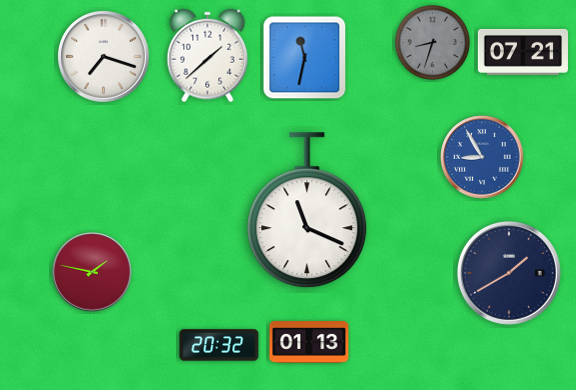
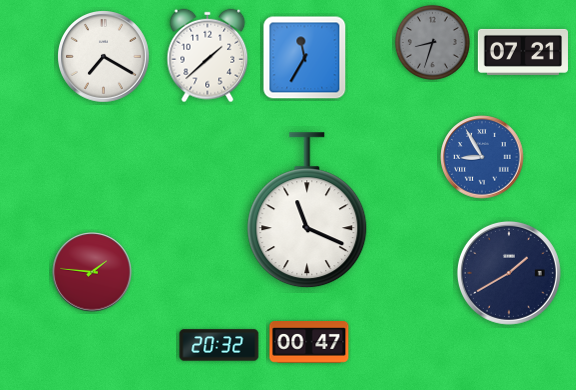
clock at (104, 57): 7:18 -> 7:20
clock at (305, 58): 11:32 -> 11:35
clock at (92, 272): 1:47 -> 1:46
clock at (309, 342): 01:13 -> 00:47
